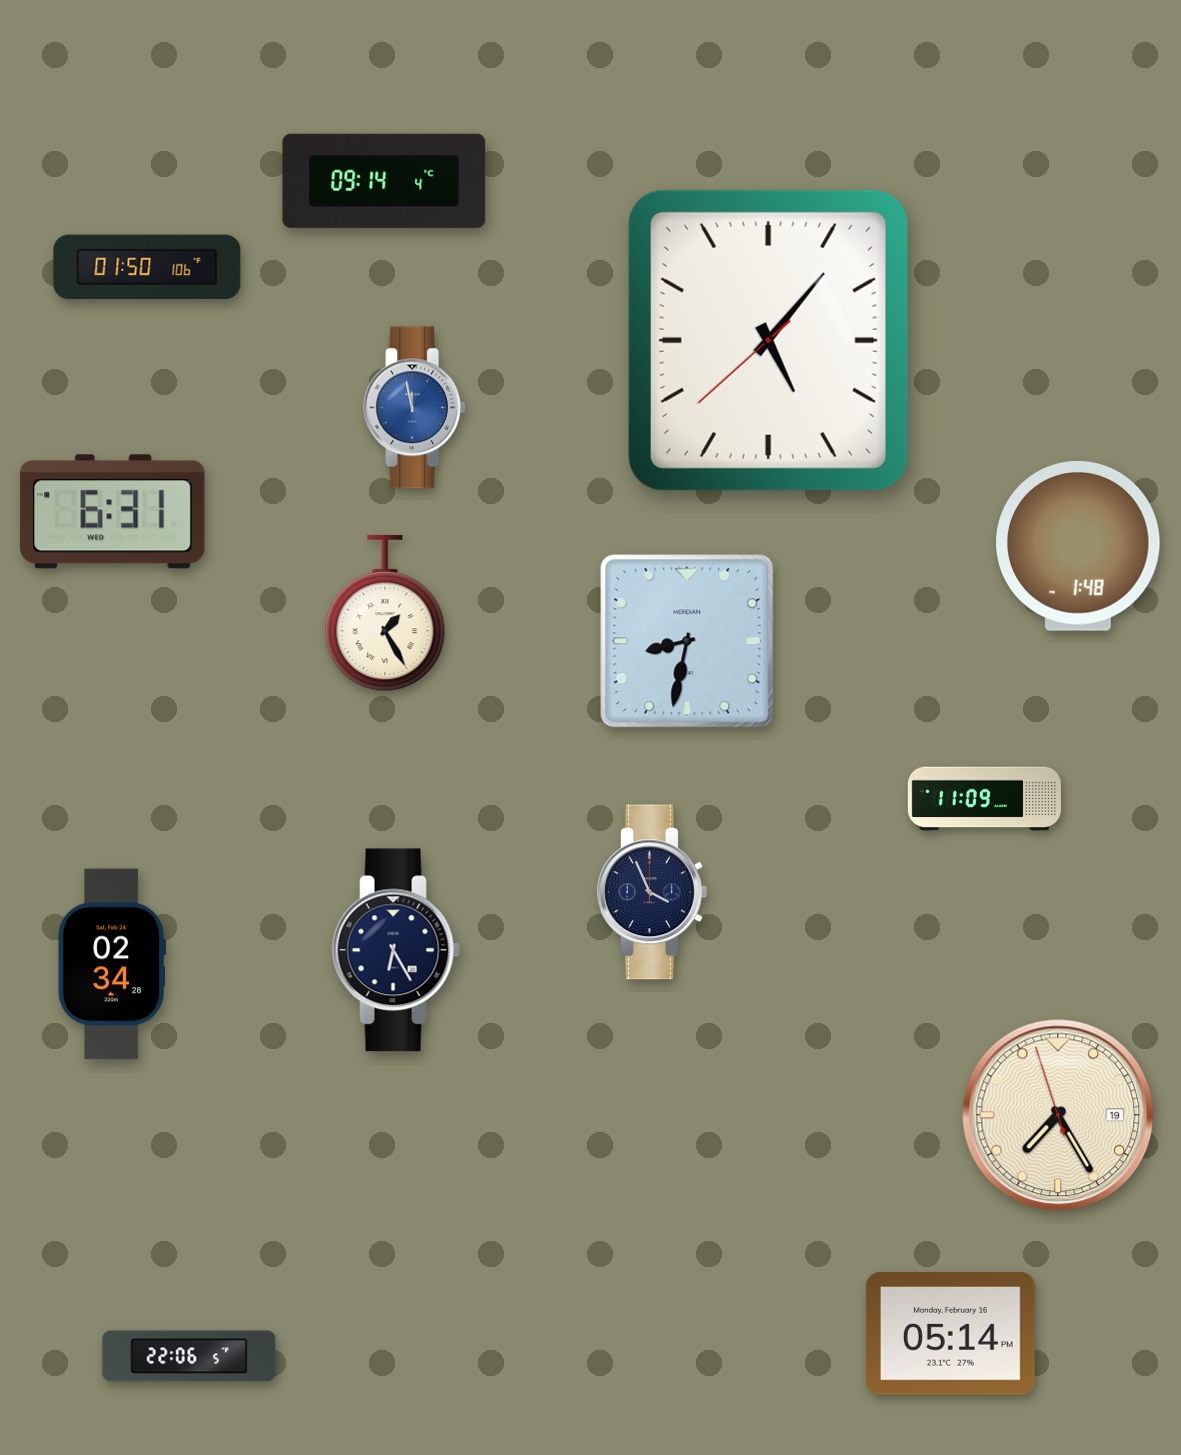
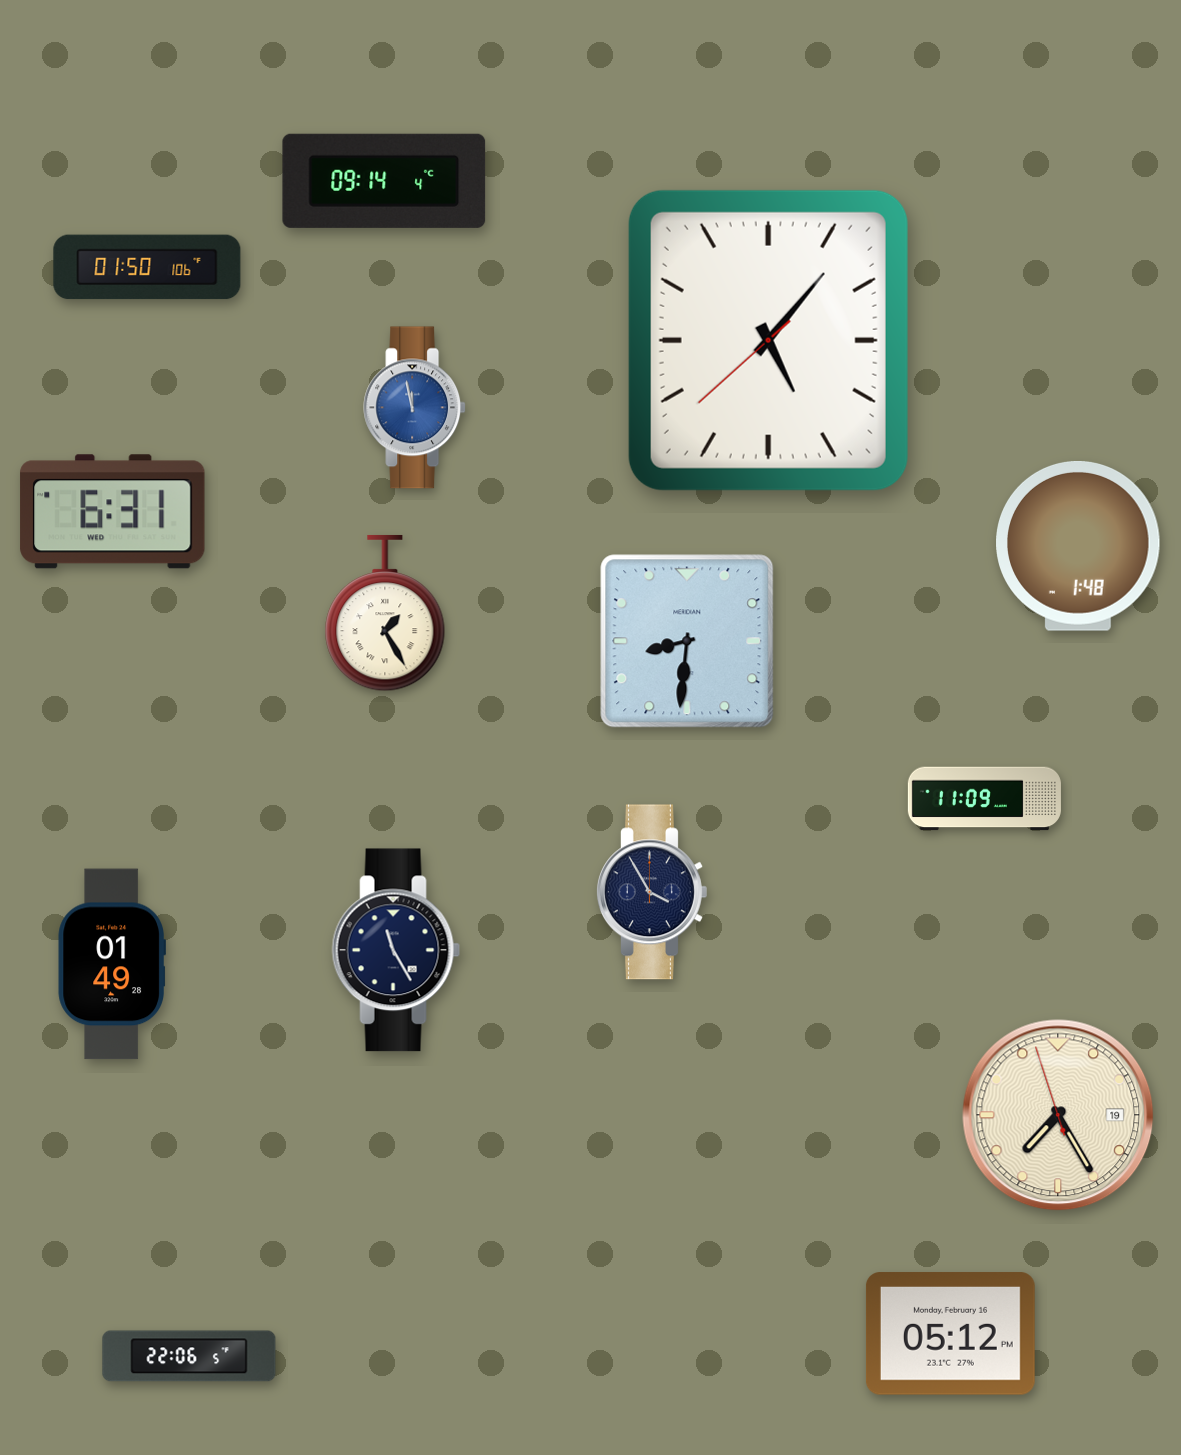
clock at (687, 641): 8:32 -> 8:31
clock at (652, 892): 3:56 -> 3:55
clock at (396, 950): 6:25 -> 11:25
clock at (112, 964): 02:34 -> 01:49
clock at (950, 1334): 05:14 -> 05:12
